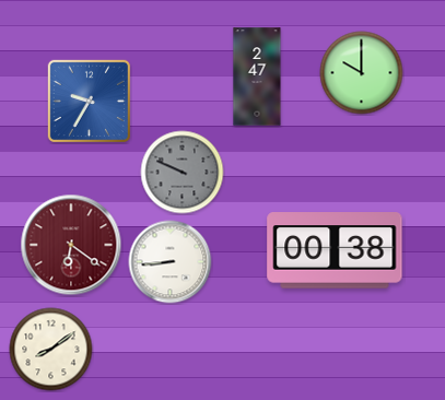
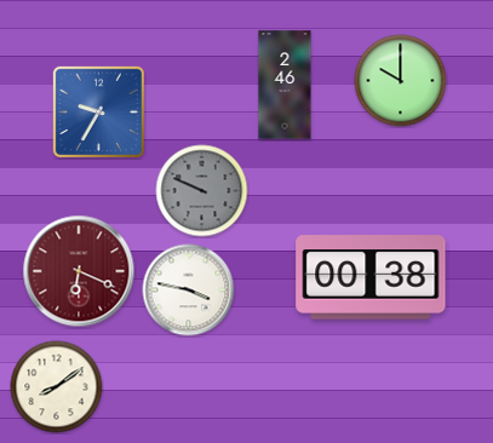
clock at (257, 77): 2:47 -> 2:46
clock at (71, 245): 6:21 -> 6:19
clock at (171, 262): 8:44 -> 3:47
